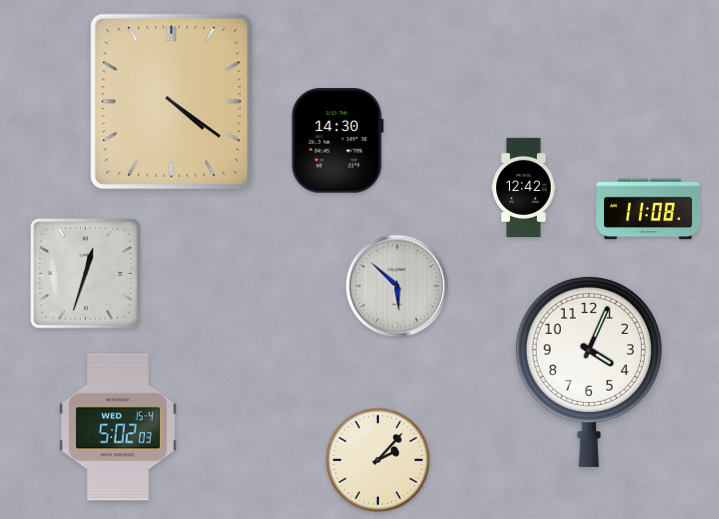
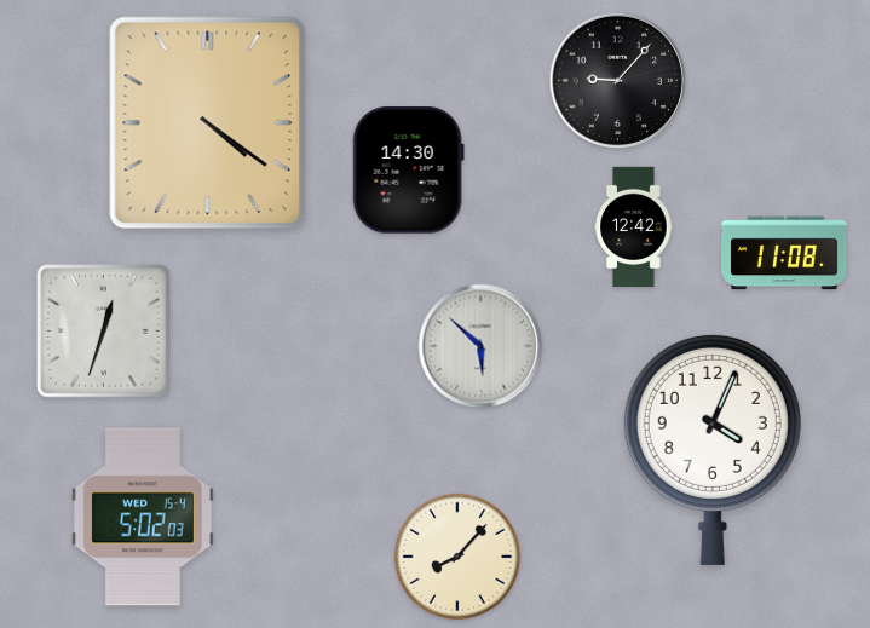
clock at (617, 80): none -> 9:07
clock at (378, 460): 2:07 -> 8:07
